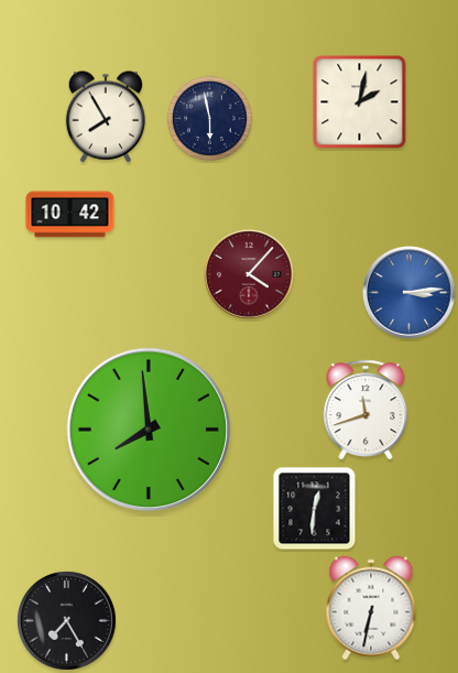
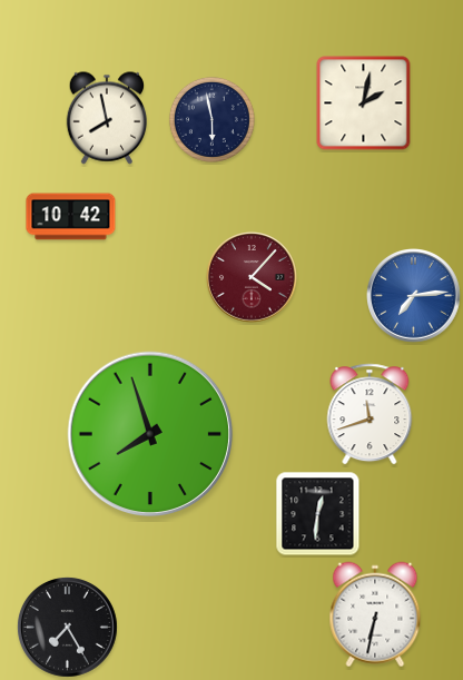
clock at (106, 117): 7:55 -> 7:58
clock at (410, 293): 3:14 -> 7:14
clock at (149, 430): 7:59 -> 7:57
